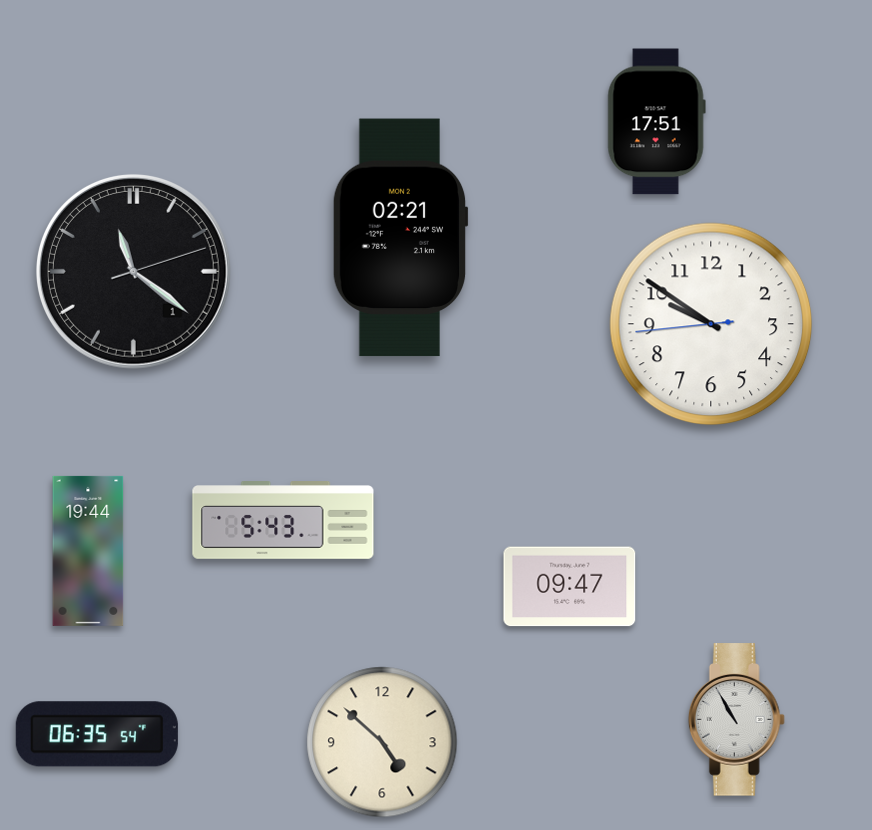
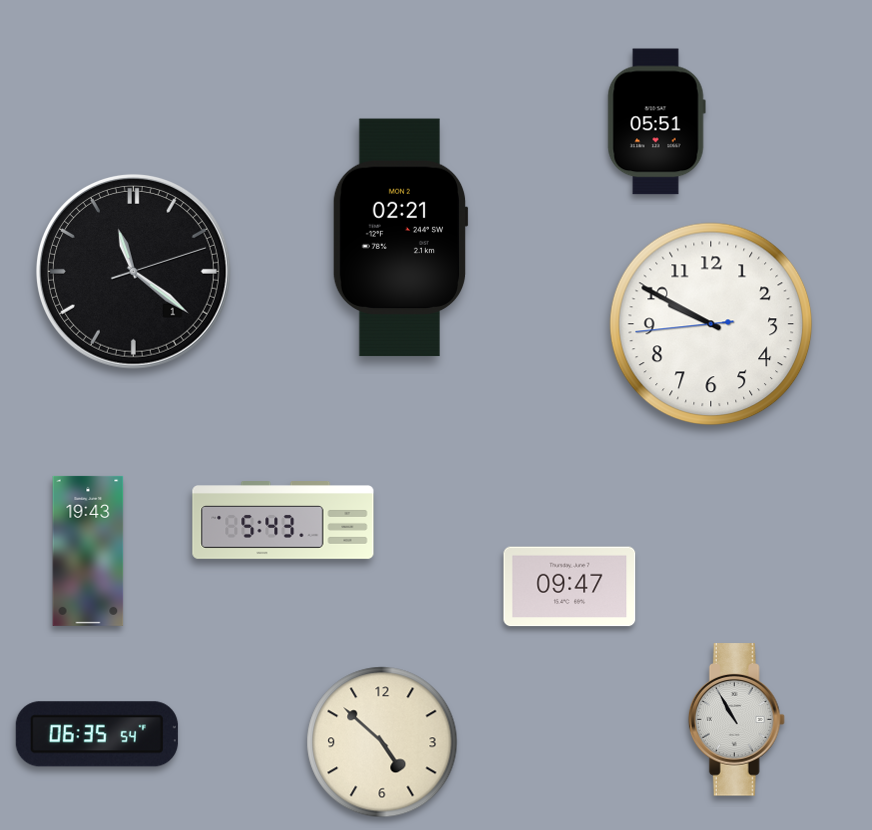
clock at (656, 122): 17:51 -> 05:51
clock at (711, 324): 9:50 -> 9:49
clock at (88, 551): 19:44 -> 19:43
